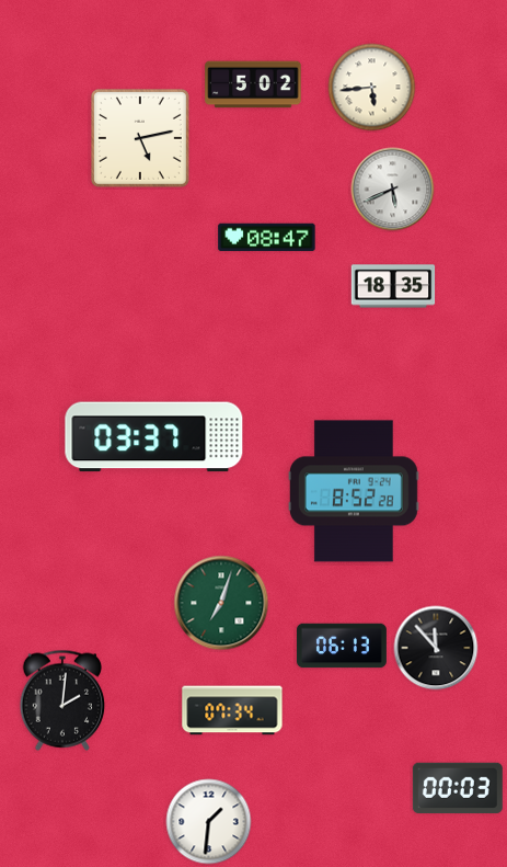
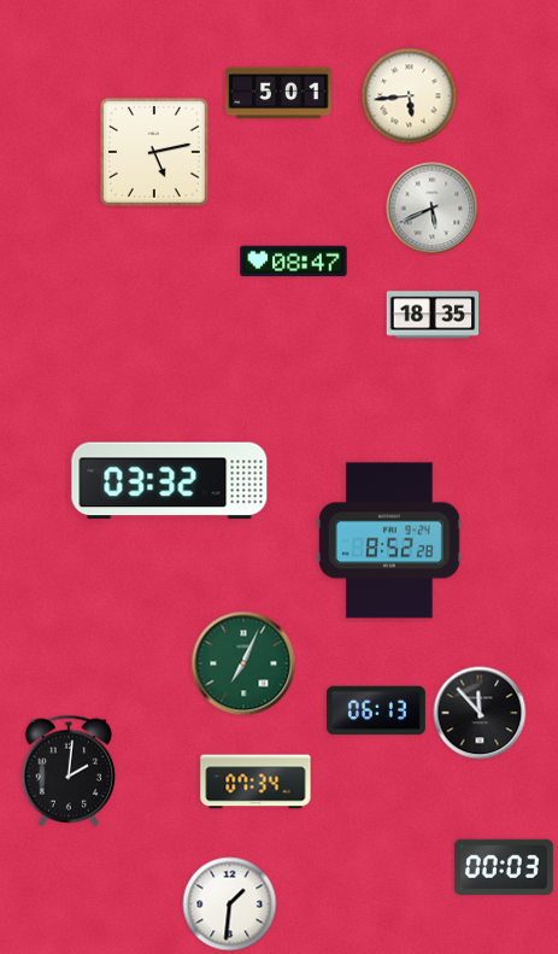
clock at (253, 84): 5:02 -> 5:01
clock at (154, 437): 03:37 -> 03:32
clock at (221, 603): 7:03 -> 7:04
